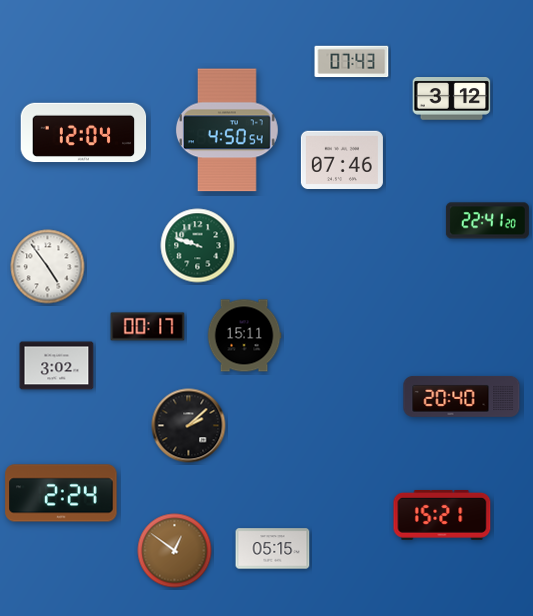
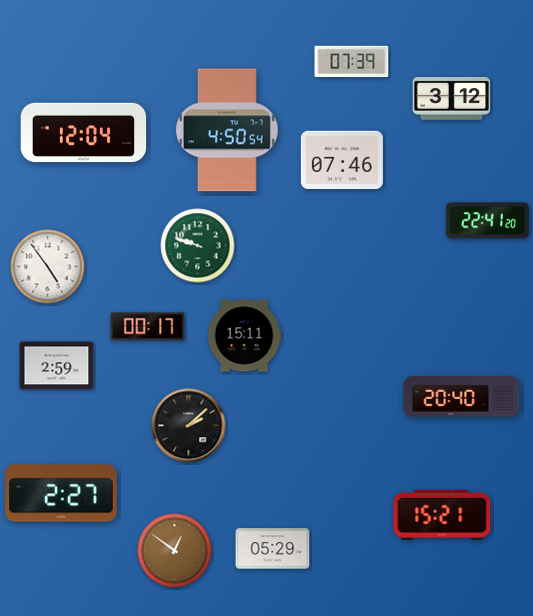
clock at (352, 62): 07:43 -> 07:39
clock at (57, 366): 3:02 -> 2:59
clock at (61, 493): 2:24 -> 2:27
clock at (273, 549): 05:15 -> 05:29
